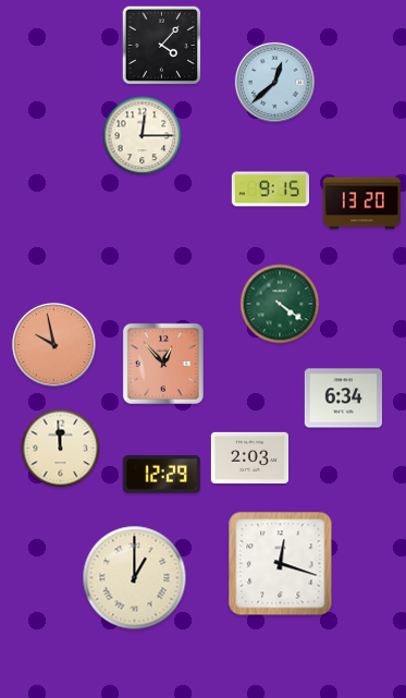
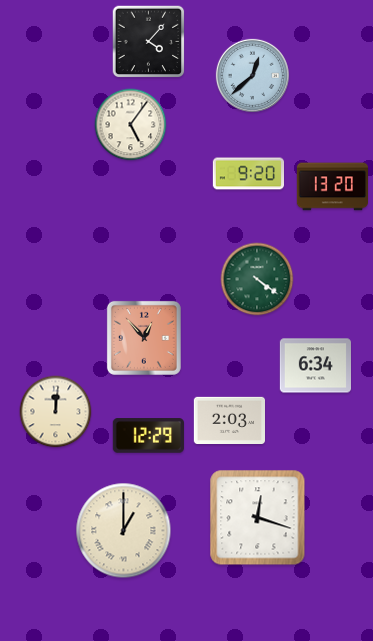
clock at (143, 136): 12:15 -> 5:06
clock at (270, 189): 9:15 -> 9:20
clock at (53, 344): 9:58 -> none
clock at (163, 364) position: (163, 364) -> (144, 338)
clock at (61, 449): 11:59 -> 12:01
